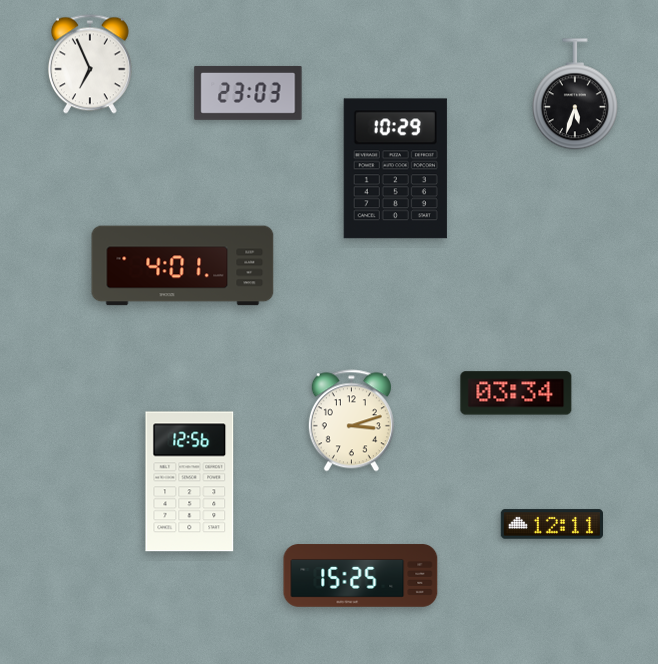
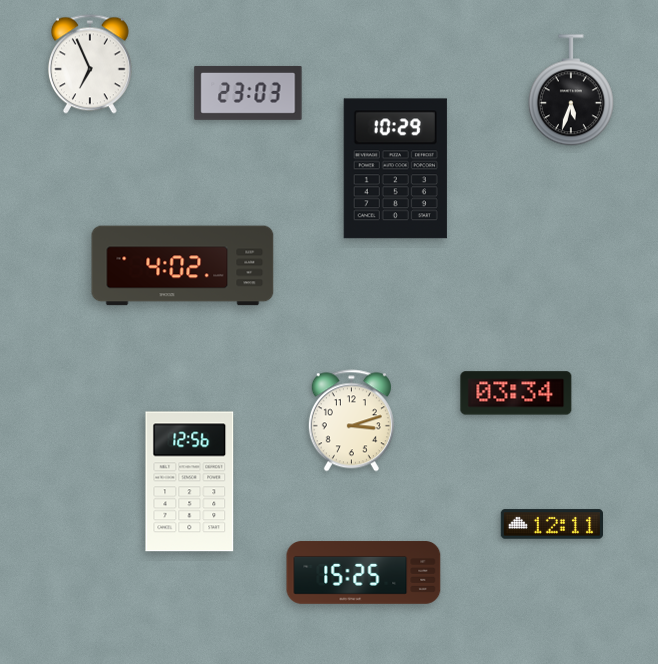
clock at (575, 95) position: (575, 95) -> (571, 91)
clock at (183, 266): 4:01 -> 4:02
clock at (361, 576) position: (361, 576) -> (364, 573)
